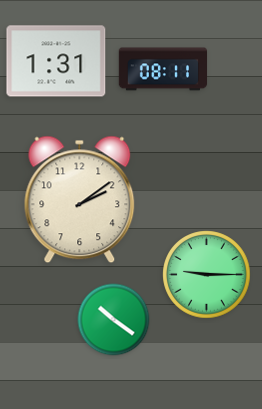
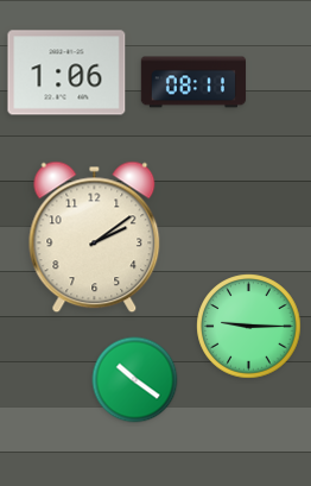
clock at (56, 61): 1:31 -> 1:06
clock at (207, 275) position: (207, 275) -> (249, 327)
